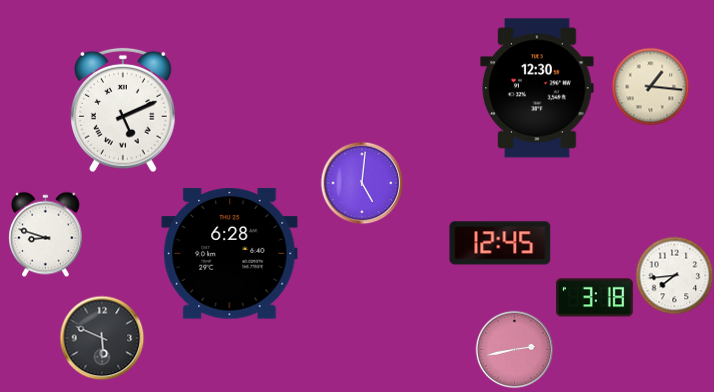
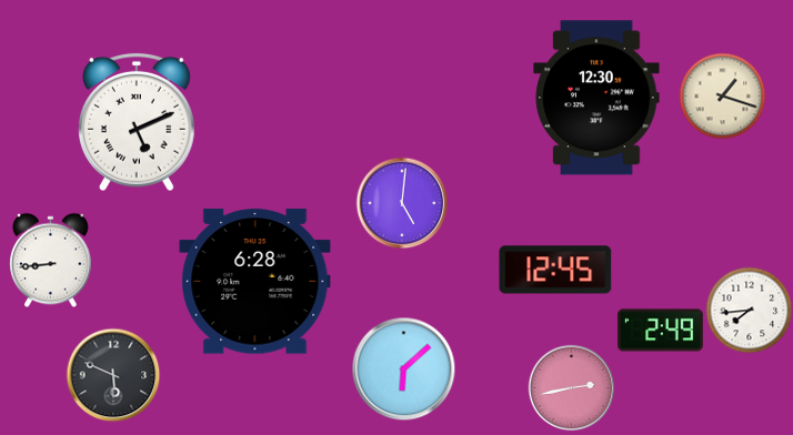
clock at (650, 86): 1:16 -> 1:18
clock at (46, 234): 8:48 -> 8:44
clock at (674, 275) position: (674, 275) -> (749, 310)
clock at (595, 298): 3:18 -> 2:49
clock at (403, 368): none -> 6:08
